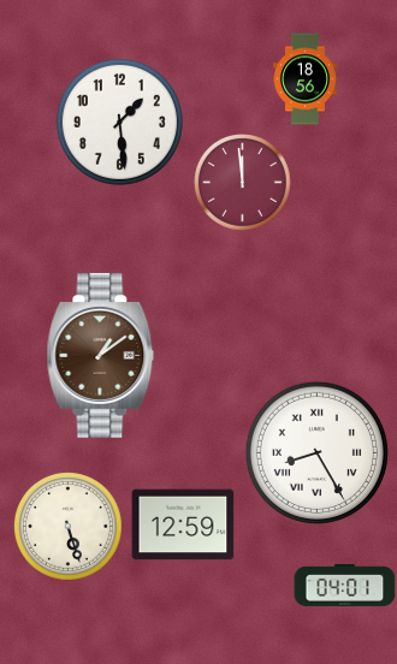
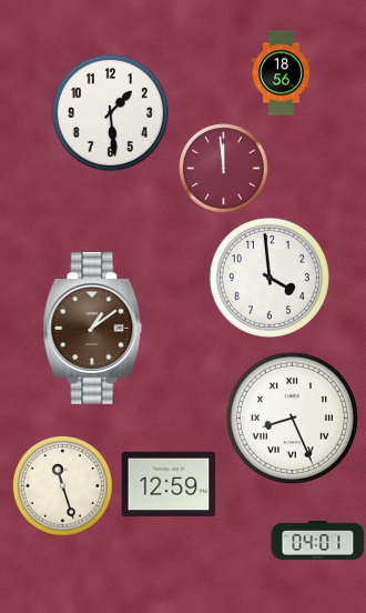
clock at (270, 278): none -> 3:59
clock at (316, 452): 8:25 -> 8:26
clock at (67, 526): 5:27 -> 11:27
